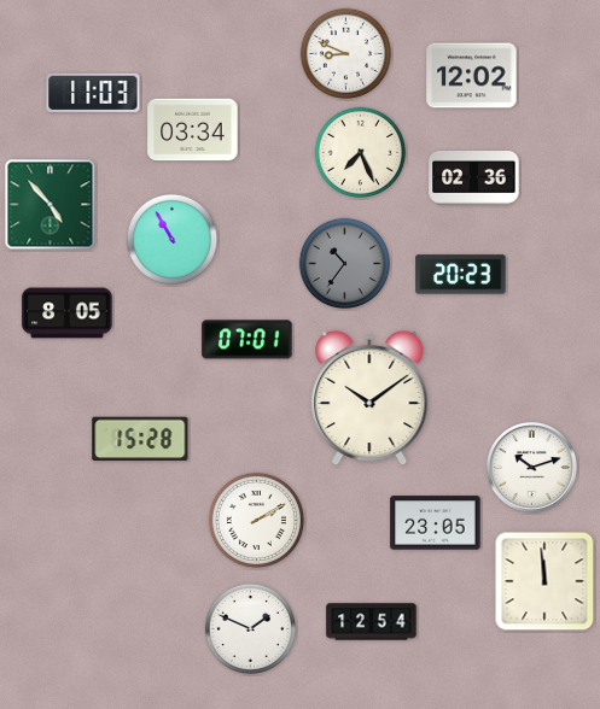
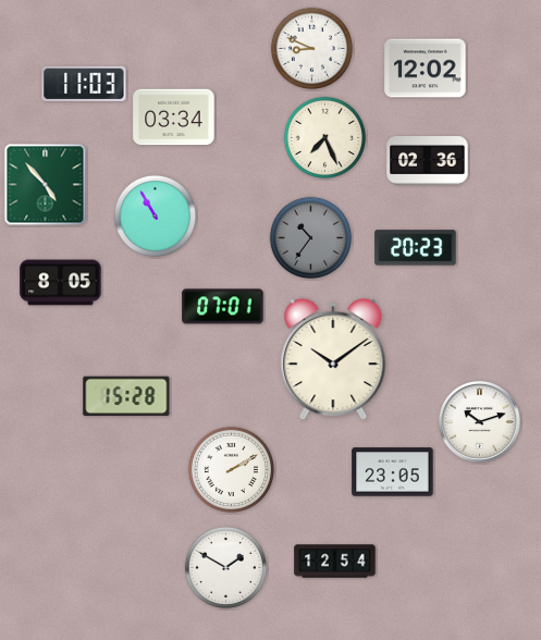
clock at (544, 581): 11:59 -> none
clock at (251, 629): 1:49 -> 1:50
